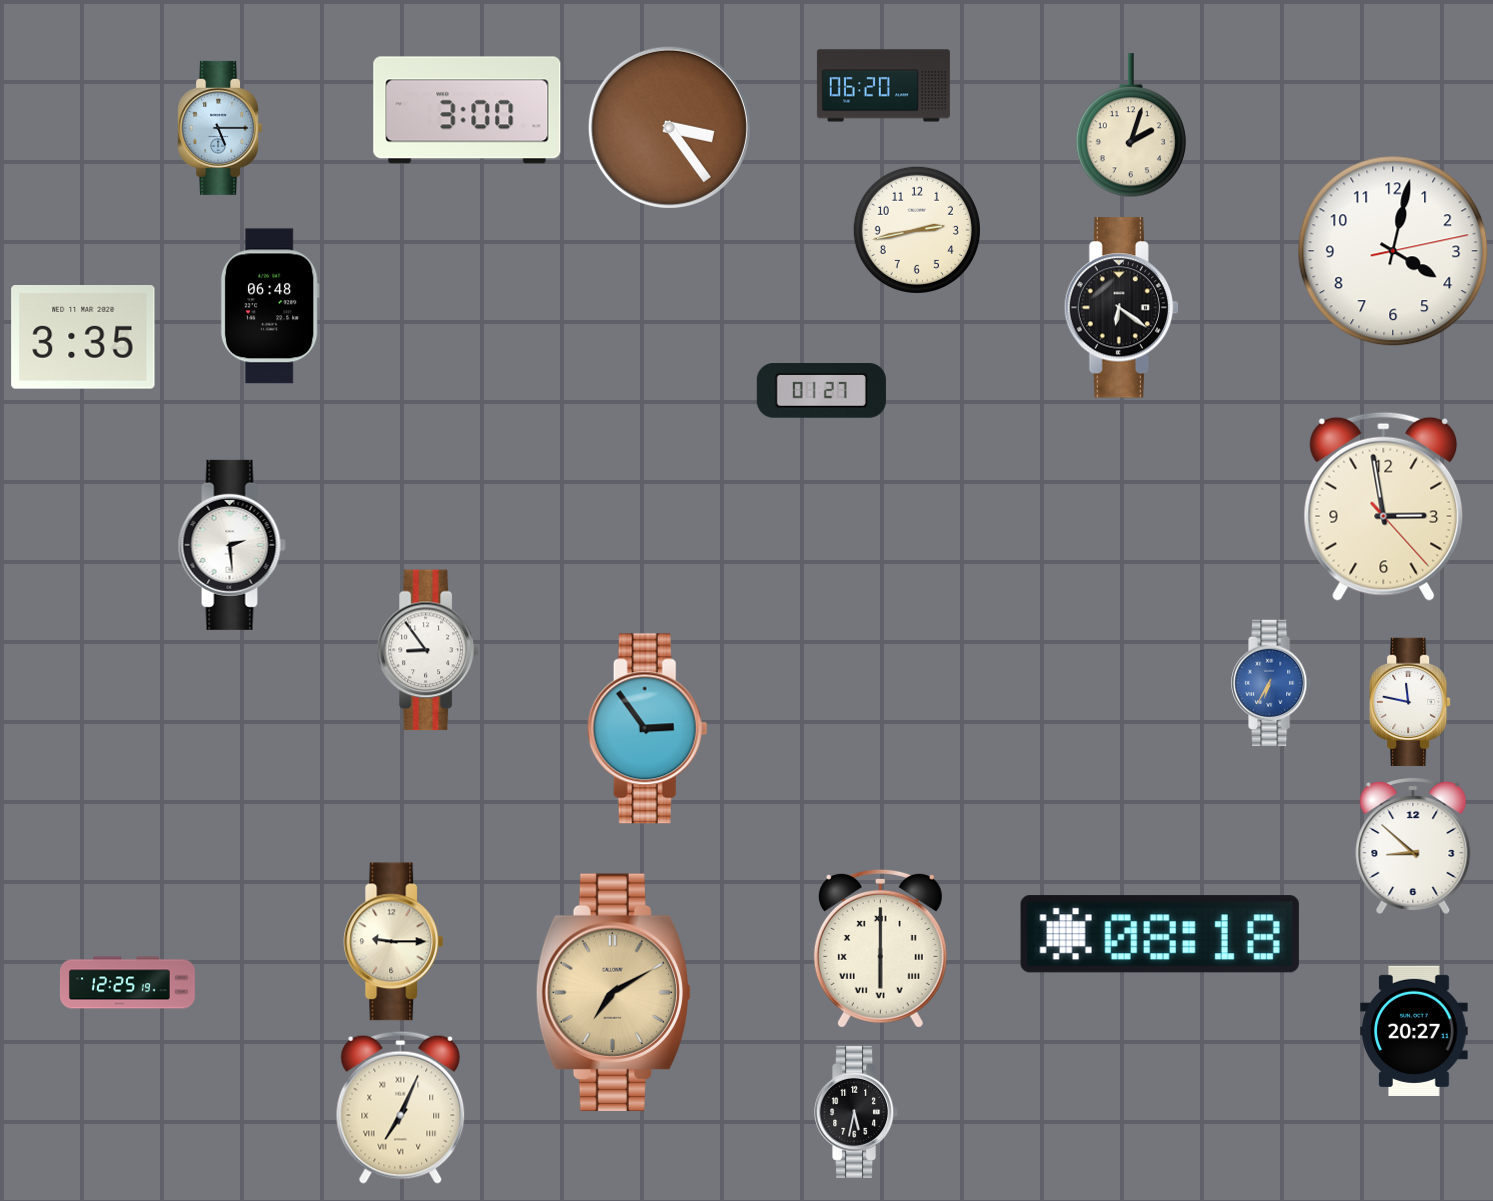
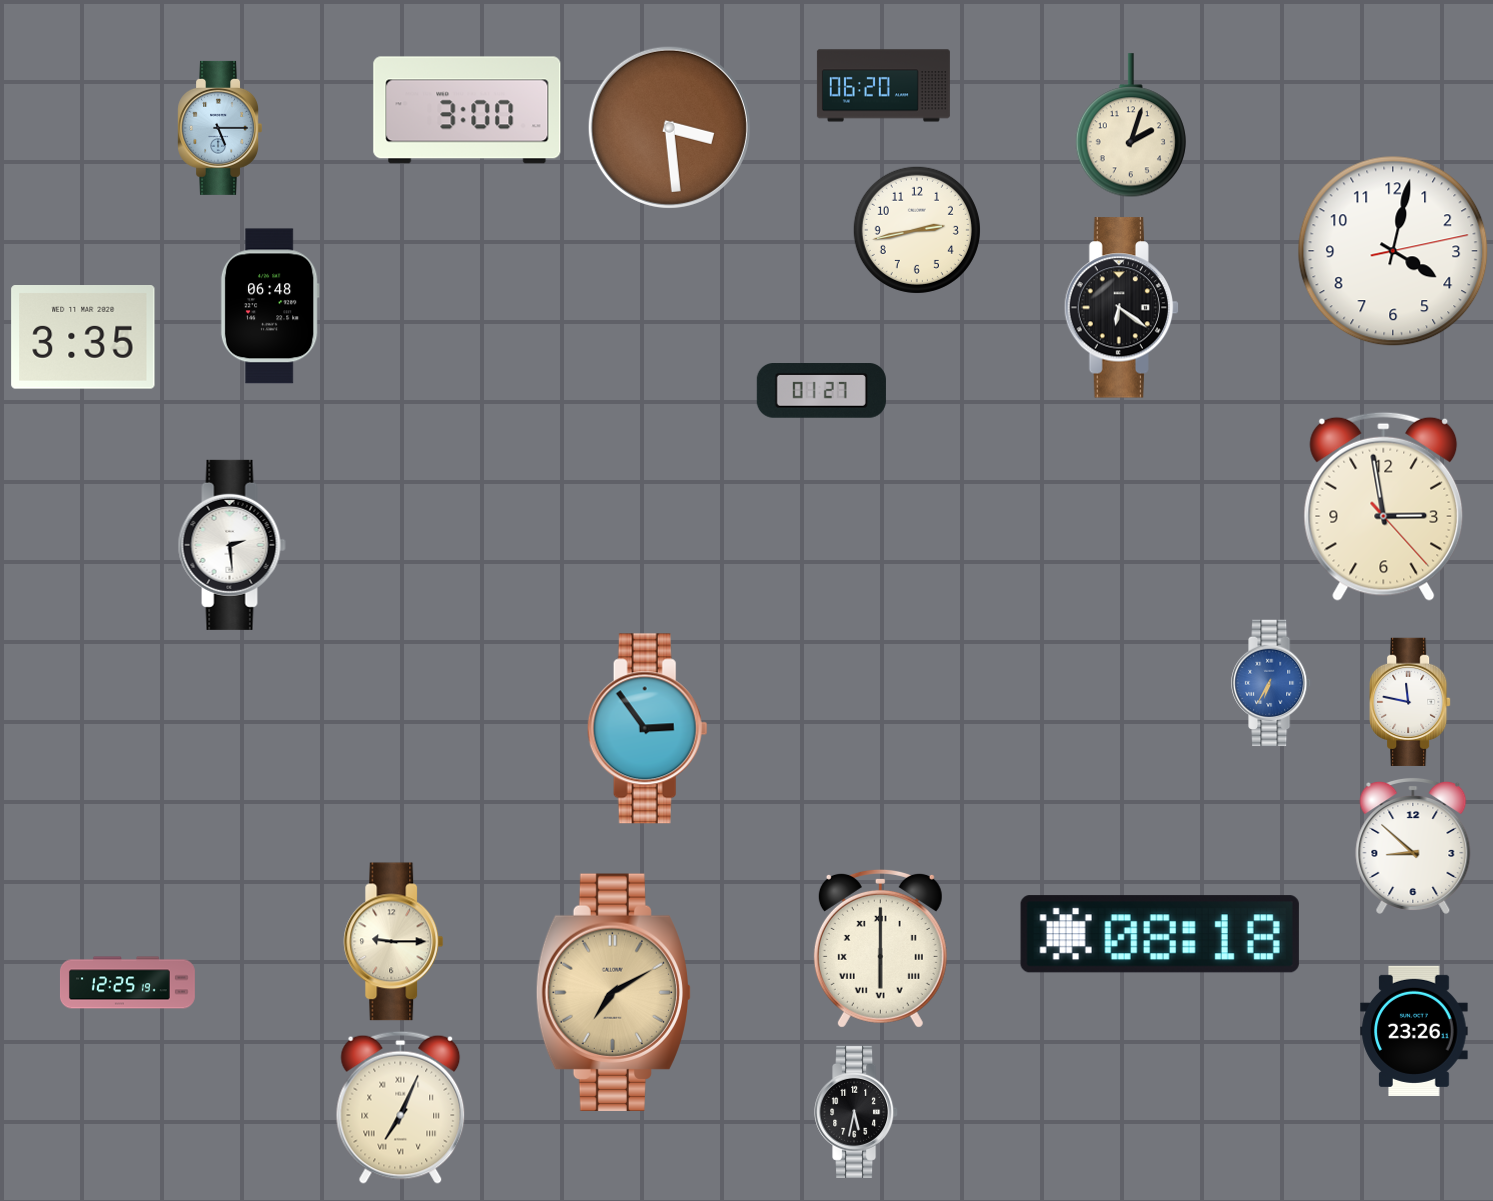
clock at (669, 127): 3:24 -> 3:29
clock at (428, 650): 8:54 -> none
clock at (1414, 1031): 20:27 -> 23:26
